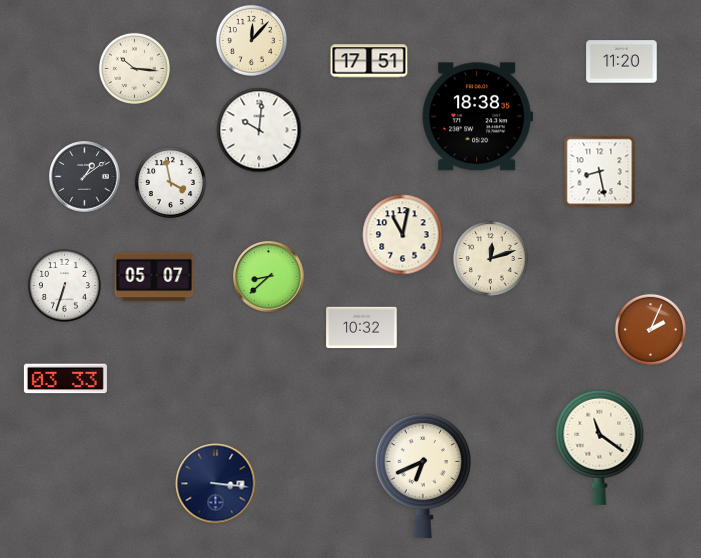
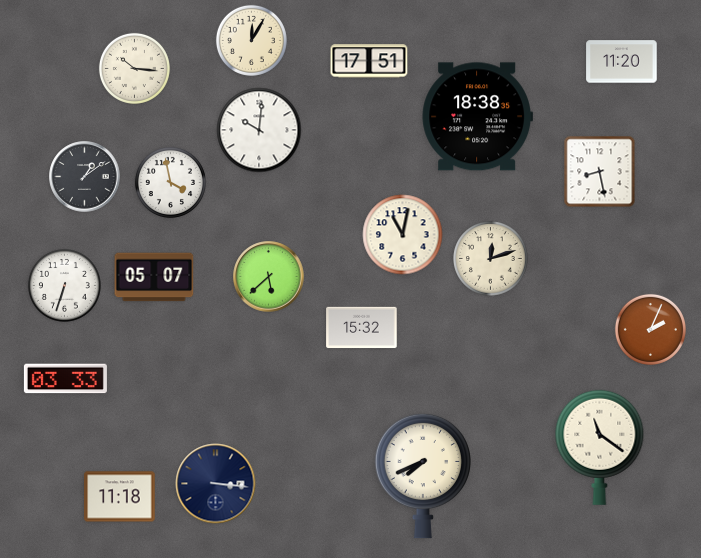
clock at (251, 40): 12:07 -> 12:05
clock at (269, 277): 8:38 -> 5:38
clock at (362, 328): 10:32 -> 15:32
clock at (423, 476): 6:41 -> 7:41
clock at (120, 497): none -> 11:18
